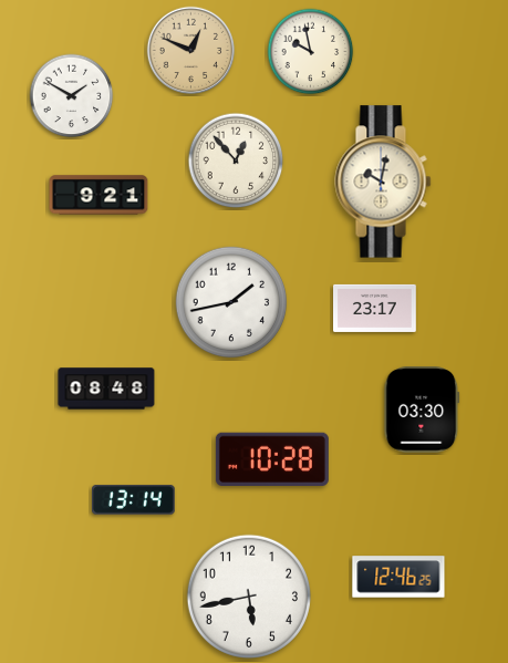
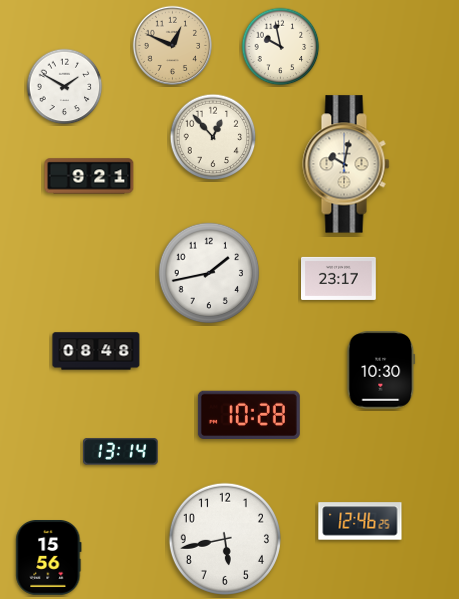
clock at (236, 160) position: (236, 160) -> (213, 137)
clock at (422, 410): 03:30 -> 10:30
clock at (272, 459) position: (272, 459) -> (249, 415)
clock at (49, 558): none -> 15:56
